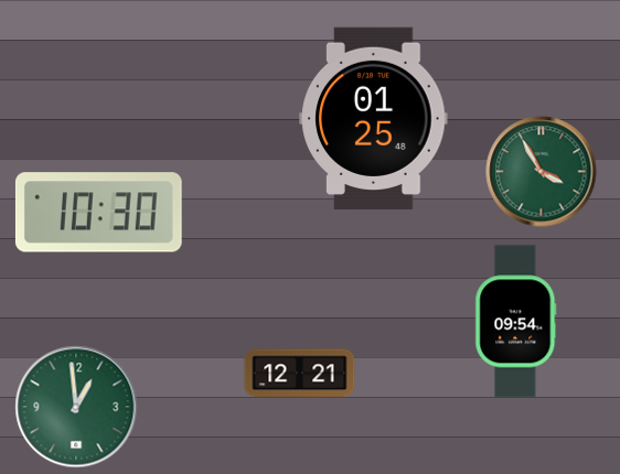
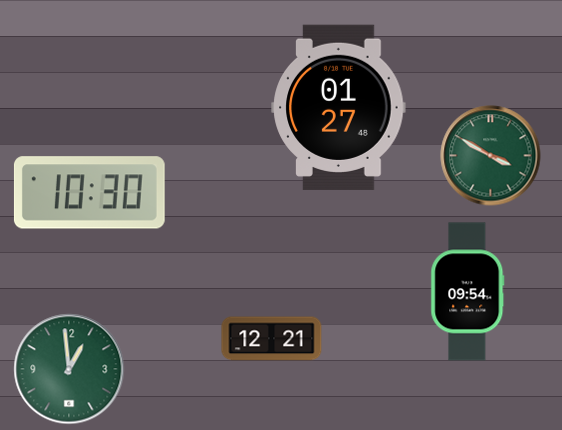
clock at (374, 118): 01:25 -> 01:27
clock at (542, 172): 3:55 -> 3:50
